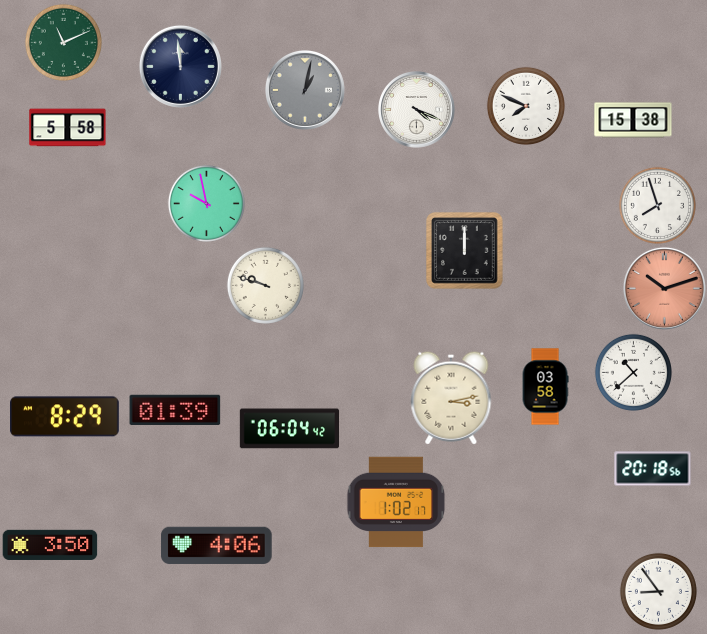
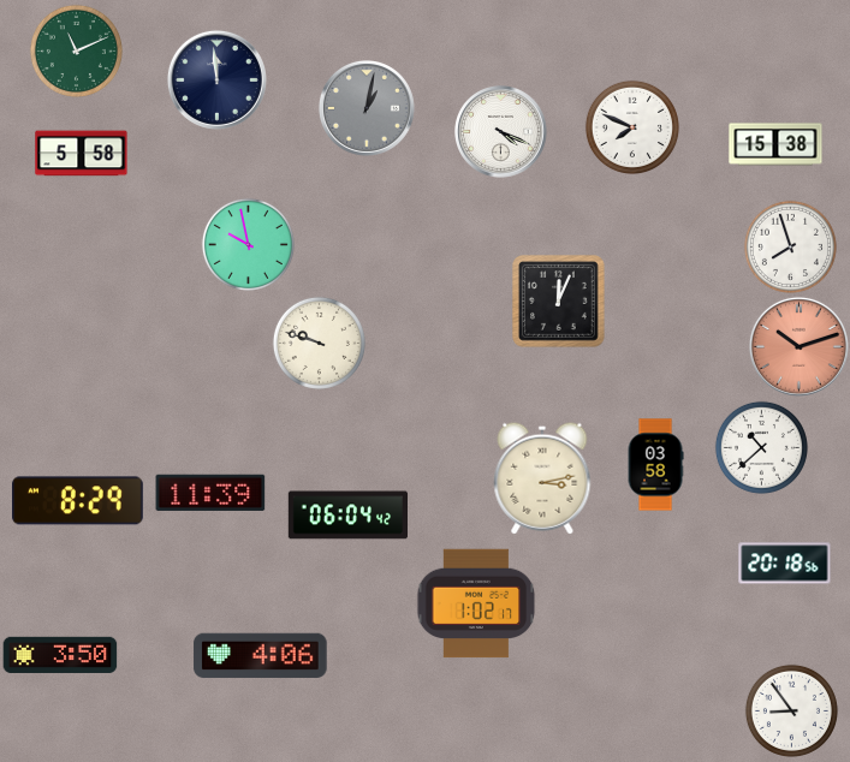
clock at (633, 120) position: (633, 120) -> (775, 144)
clock at (465, 251): 12:00 -> 12:04
clock at (175, 410): 01:39 -> 11:39
